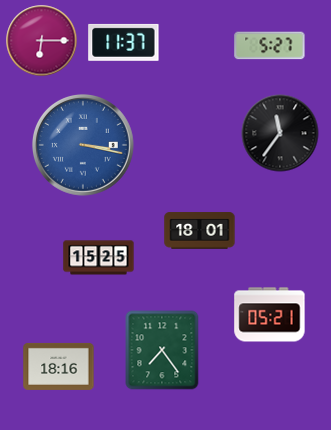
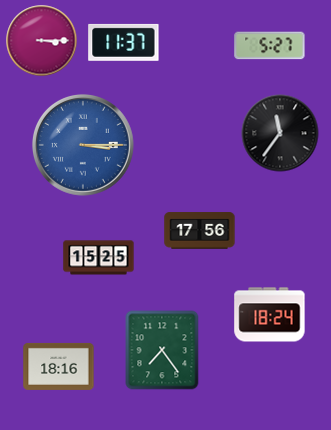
clock at (42, 41): 6:15 -> 3:15
clock at (83, 145): 3:17 -> 3:15
clock at (200, 231): 18:01 -> 17:56
clock at (270, 315): 05:21 -> 18:24
